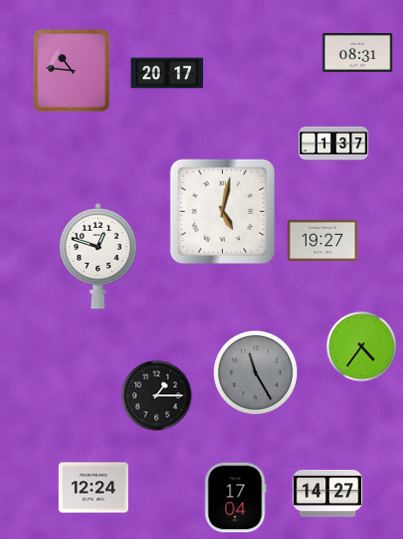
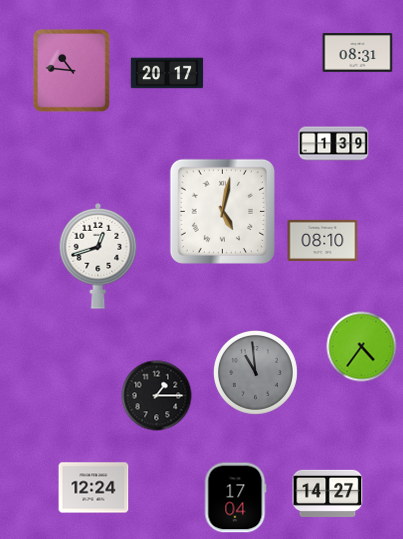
clock at (334, 144): 1:37 -> 1:39
clock at (323, 240): 19:27 -> 08:10
clock at (98, 256): 12:48 -> 12:42
clock at (256, 373): 11:25 -> 10:59
